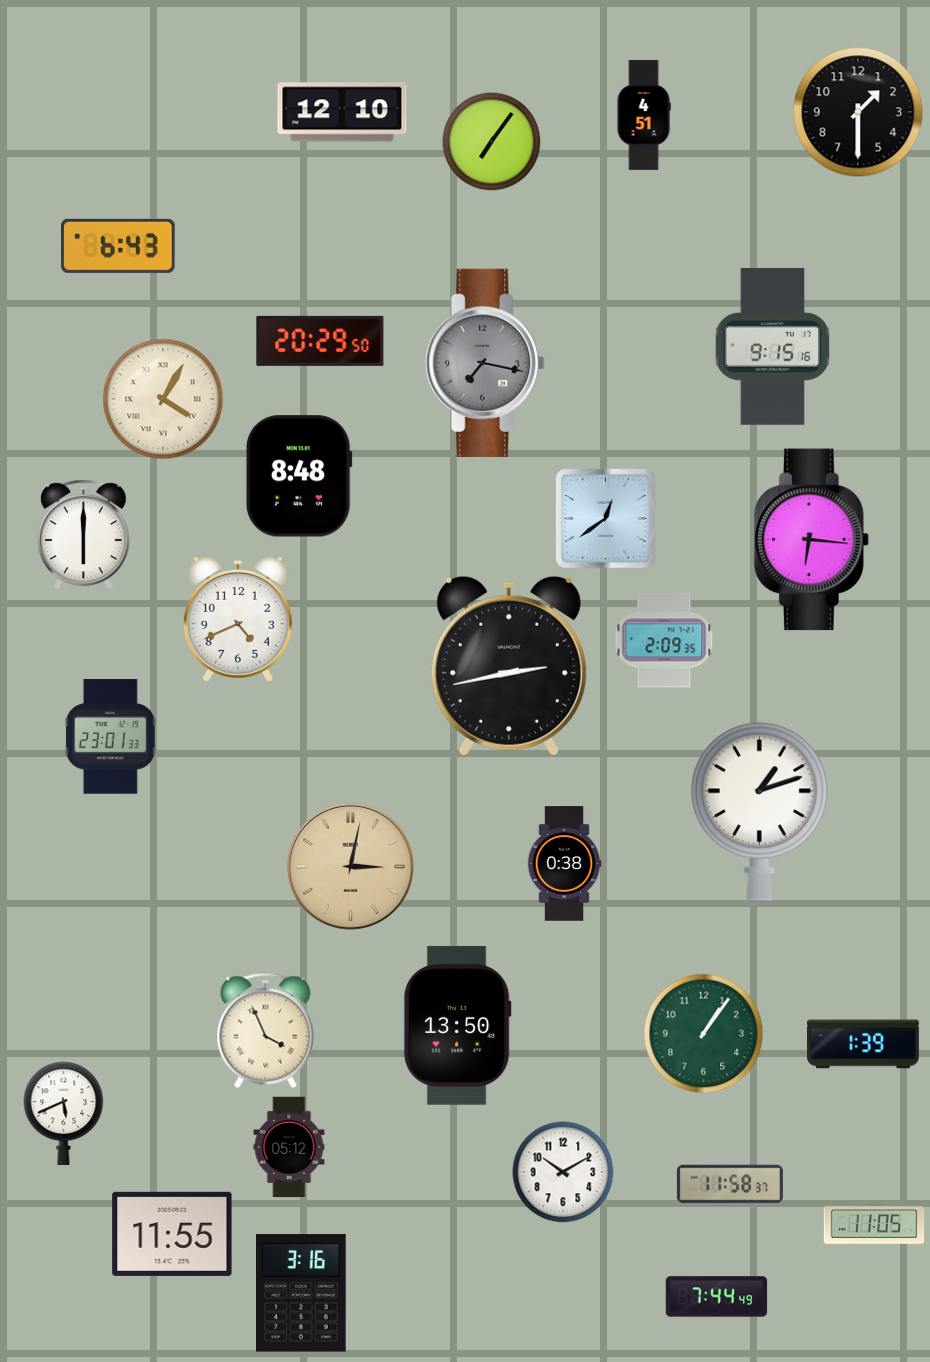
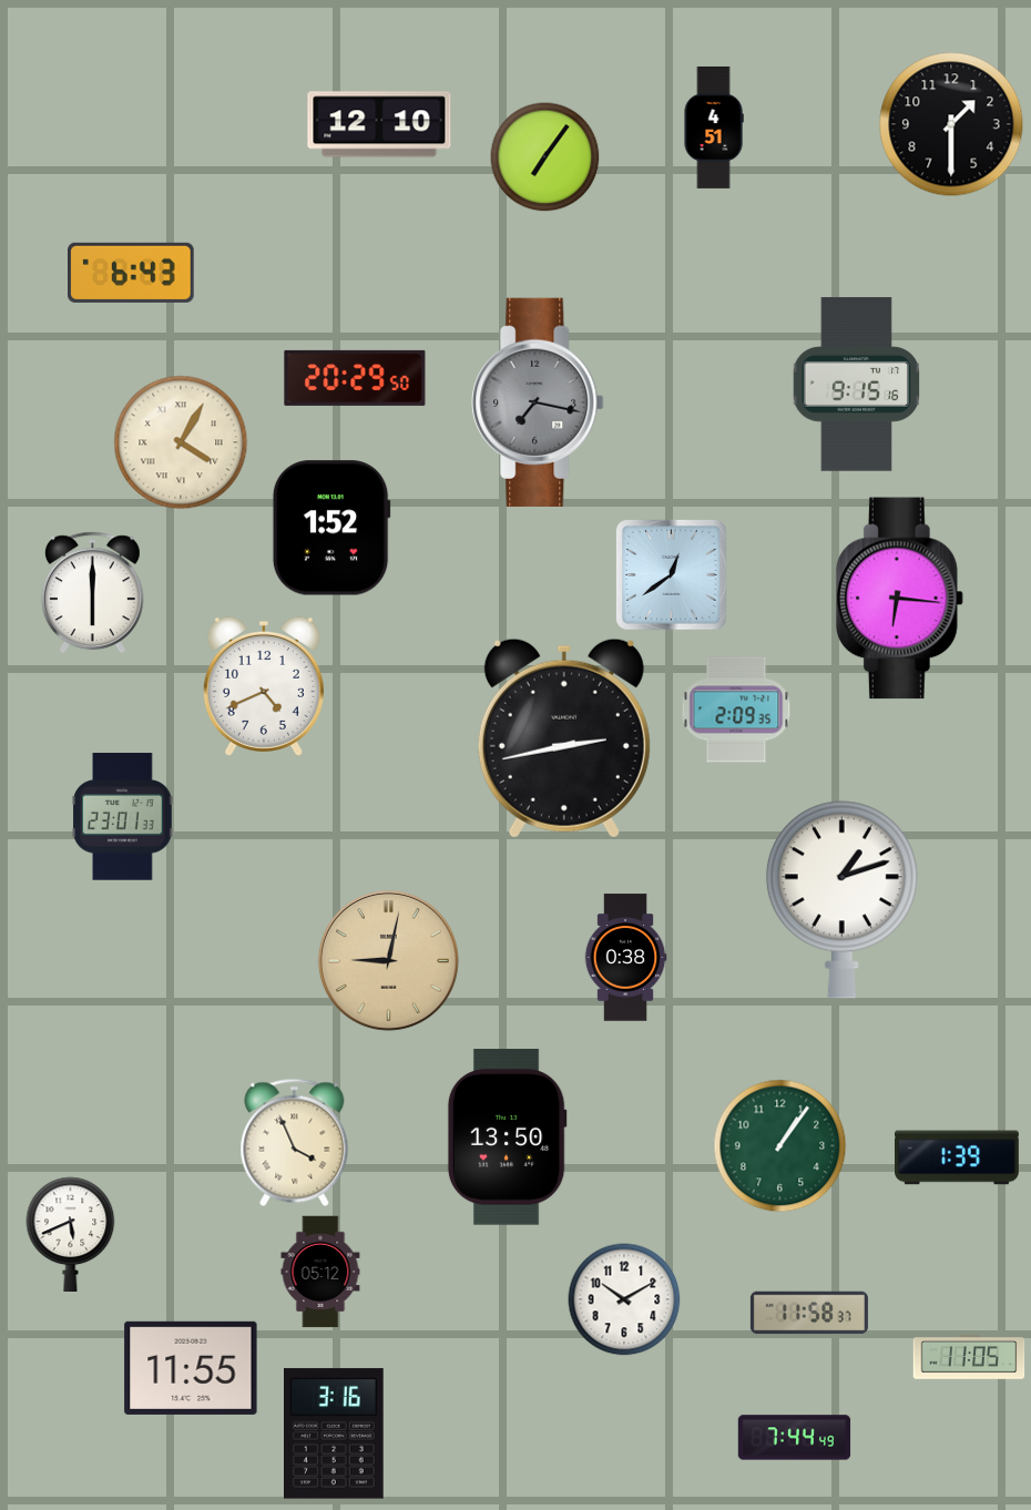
clock at (299, 476): 8:48 -> 1:52
clock at (350, 866): 3:02 -> 9:02
